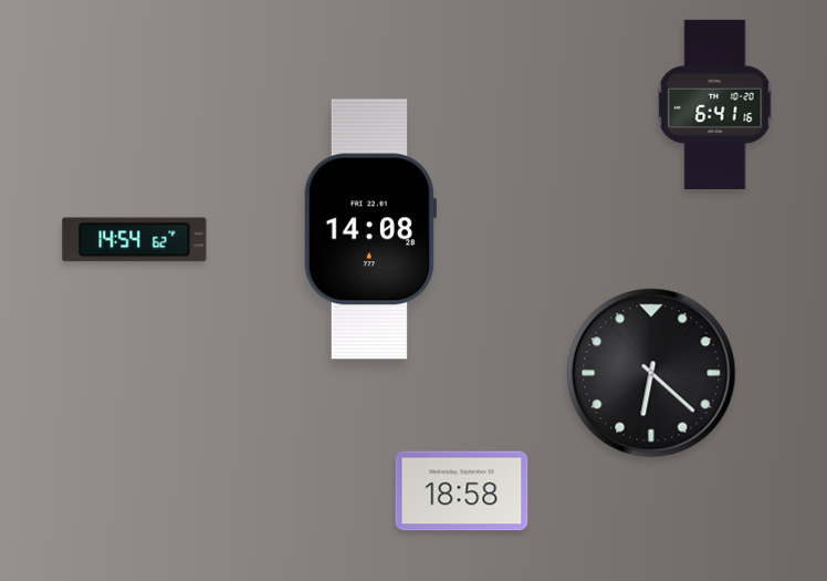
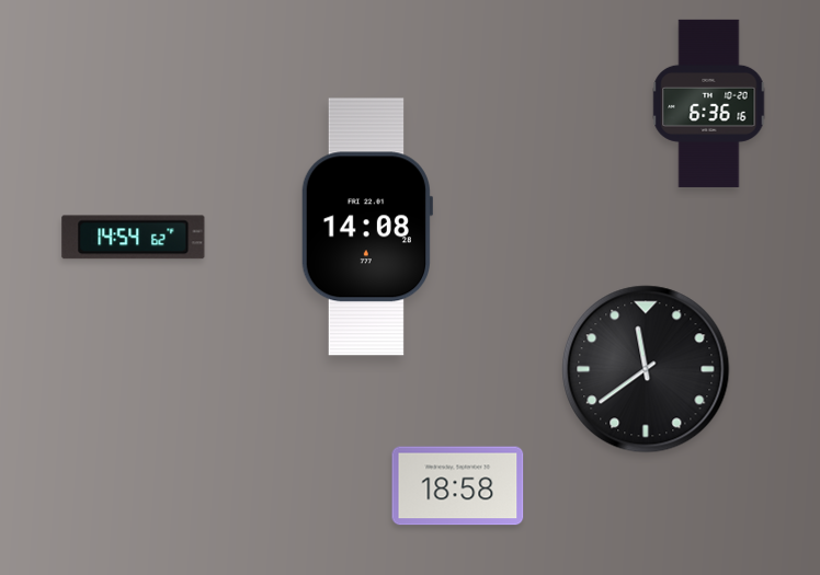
clock at (715, 104): 6:41 -> 6:36
clock at (651, 373): 6:22 -> 11:39
